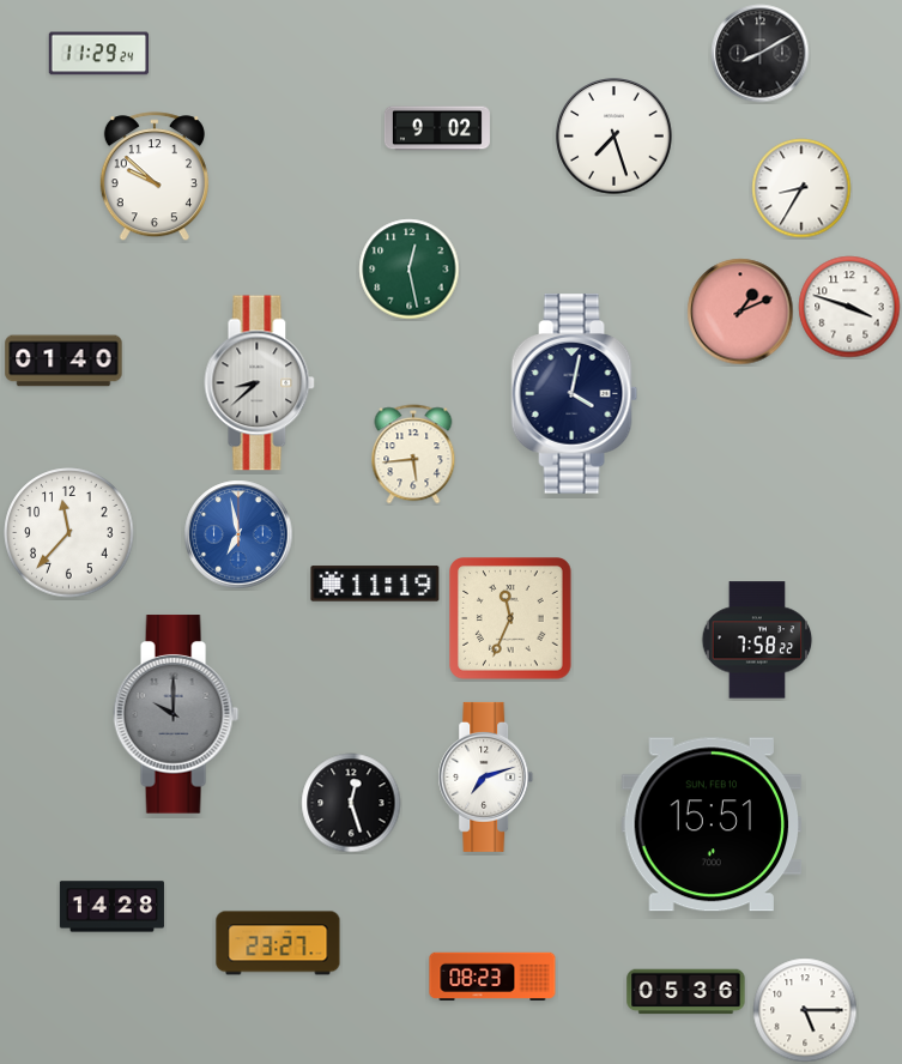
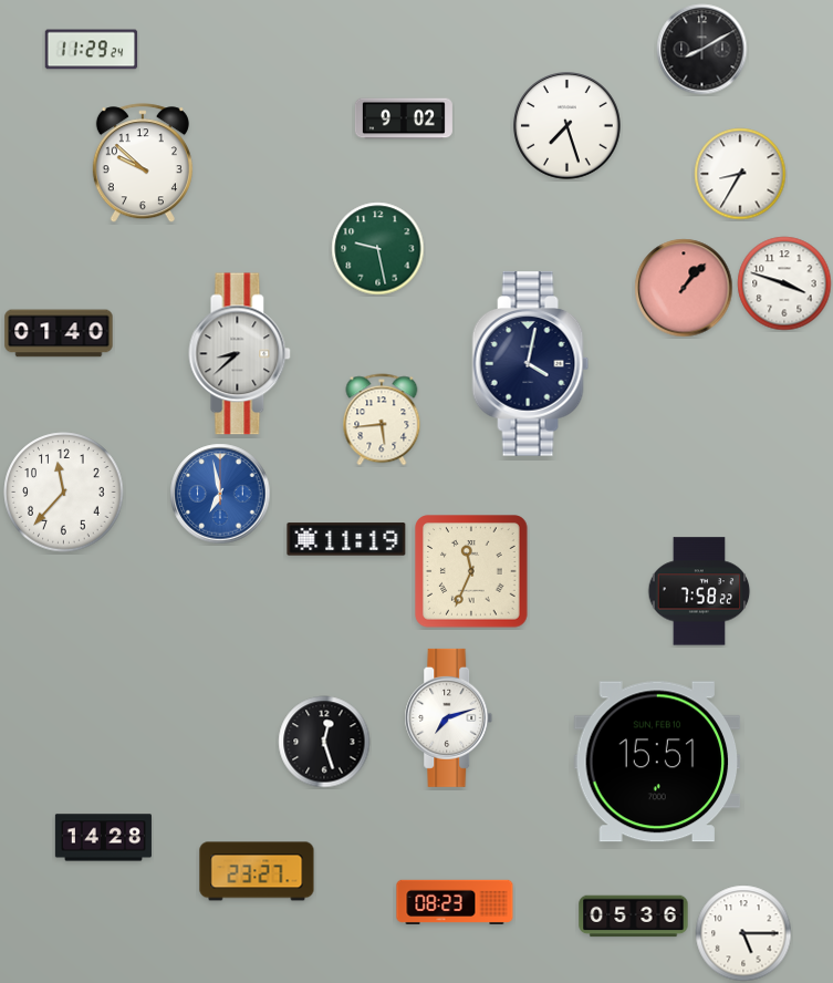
clock at (410, 270): 12:28 -> 9:28
clock at (740, 312): 1:11 -> 1:07
clock at (176, 714): 10:00 -> none
